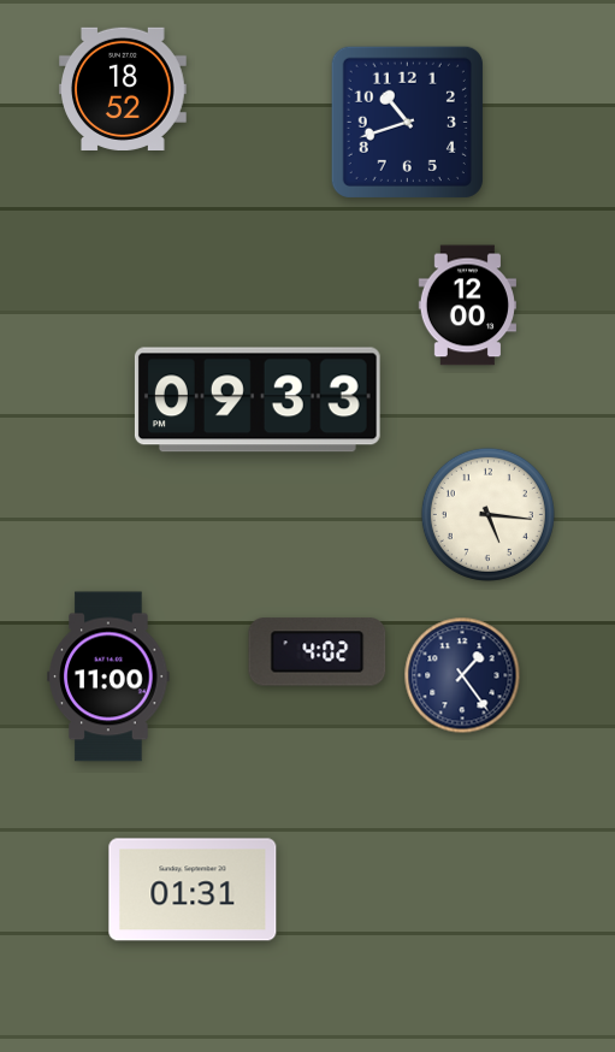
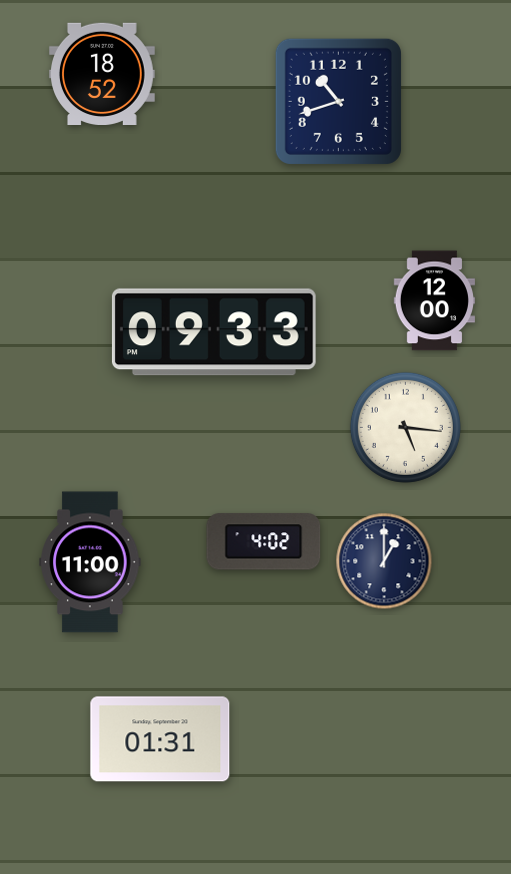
clock at (467, 306) position: (467, 306) -> (434, 301)
clock at (462, 675): 1:24 -> 1:00
